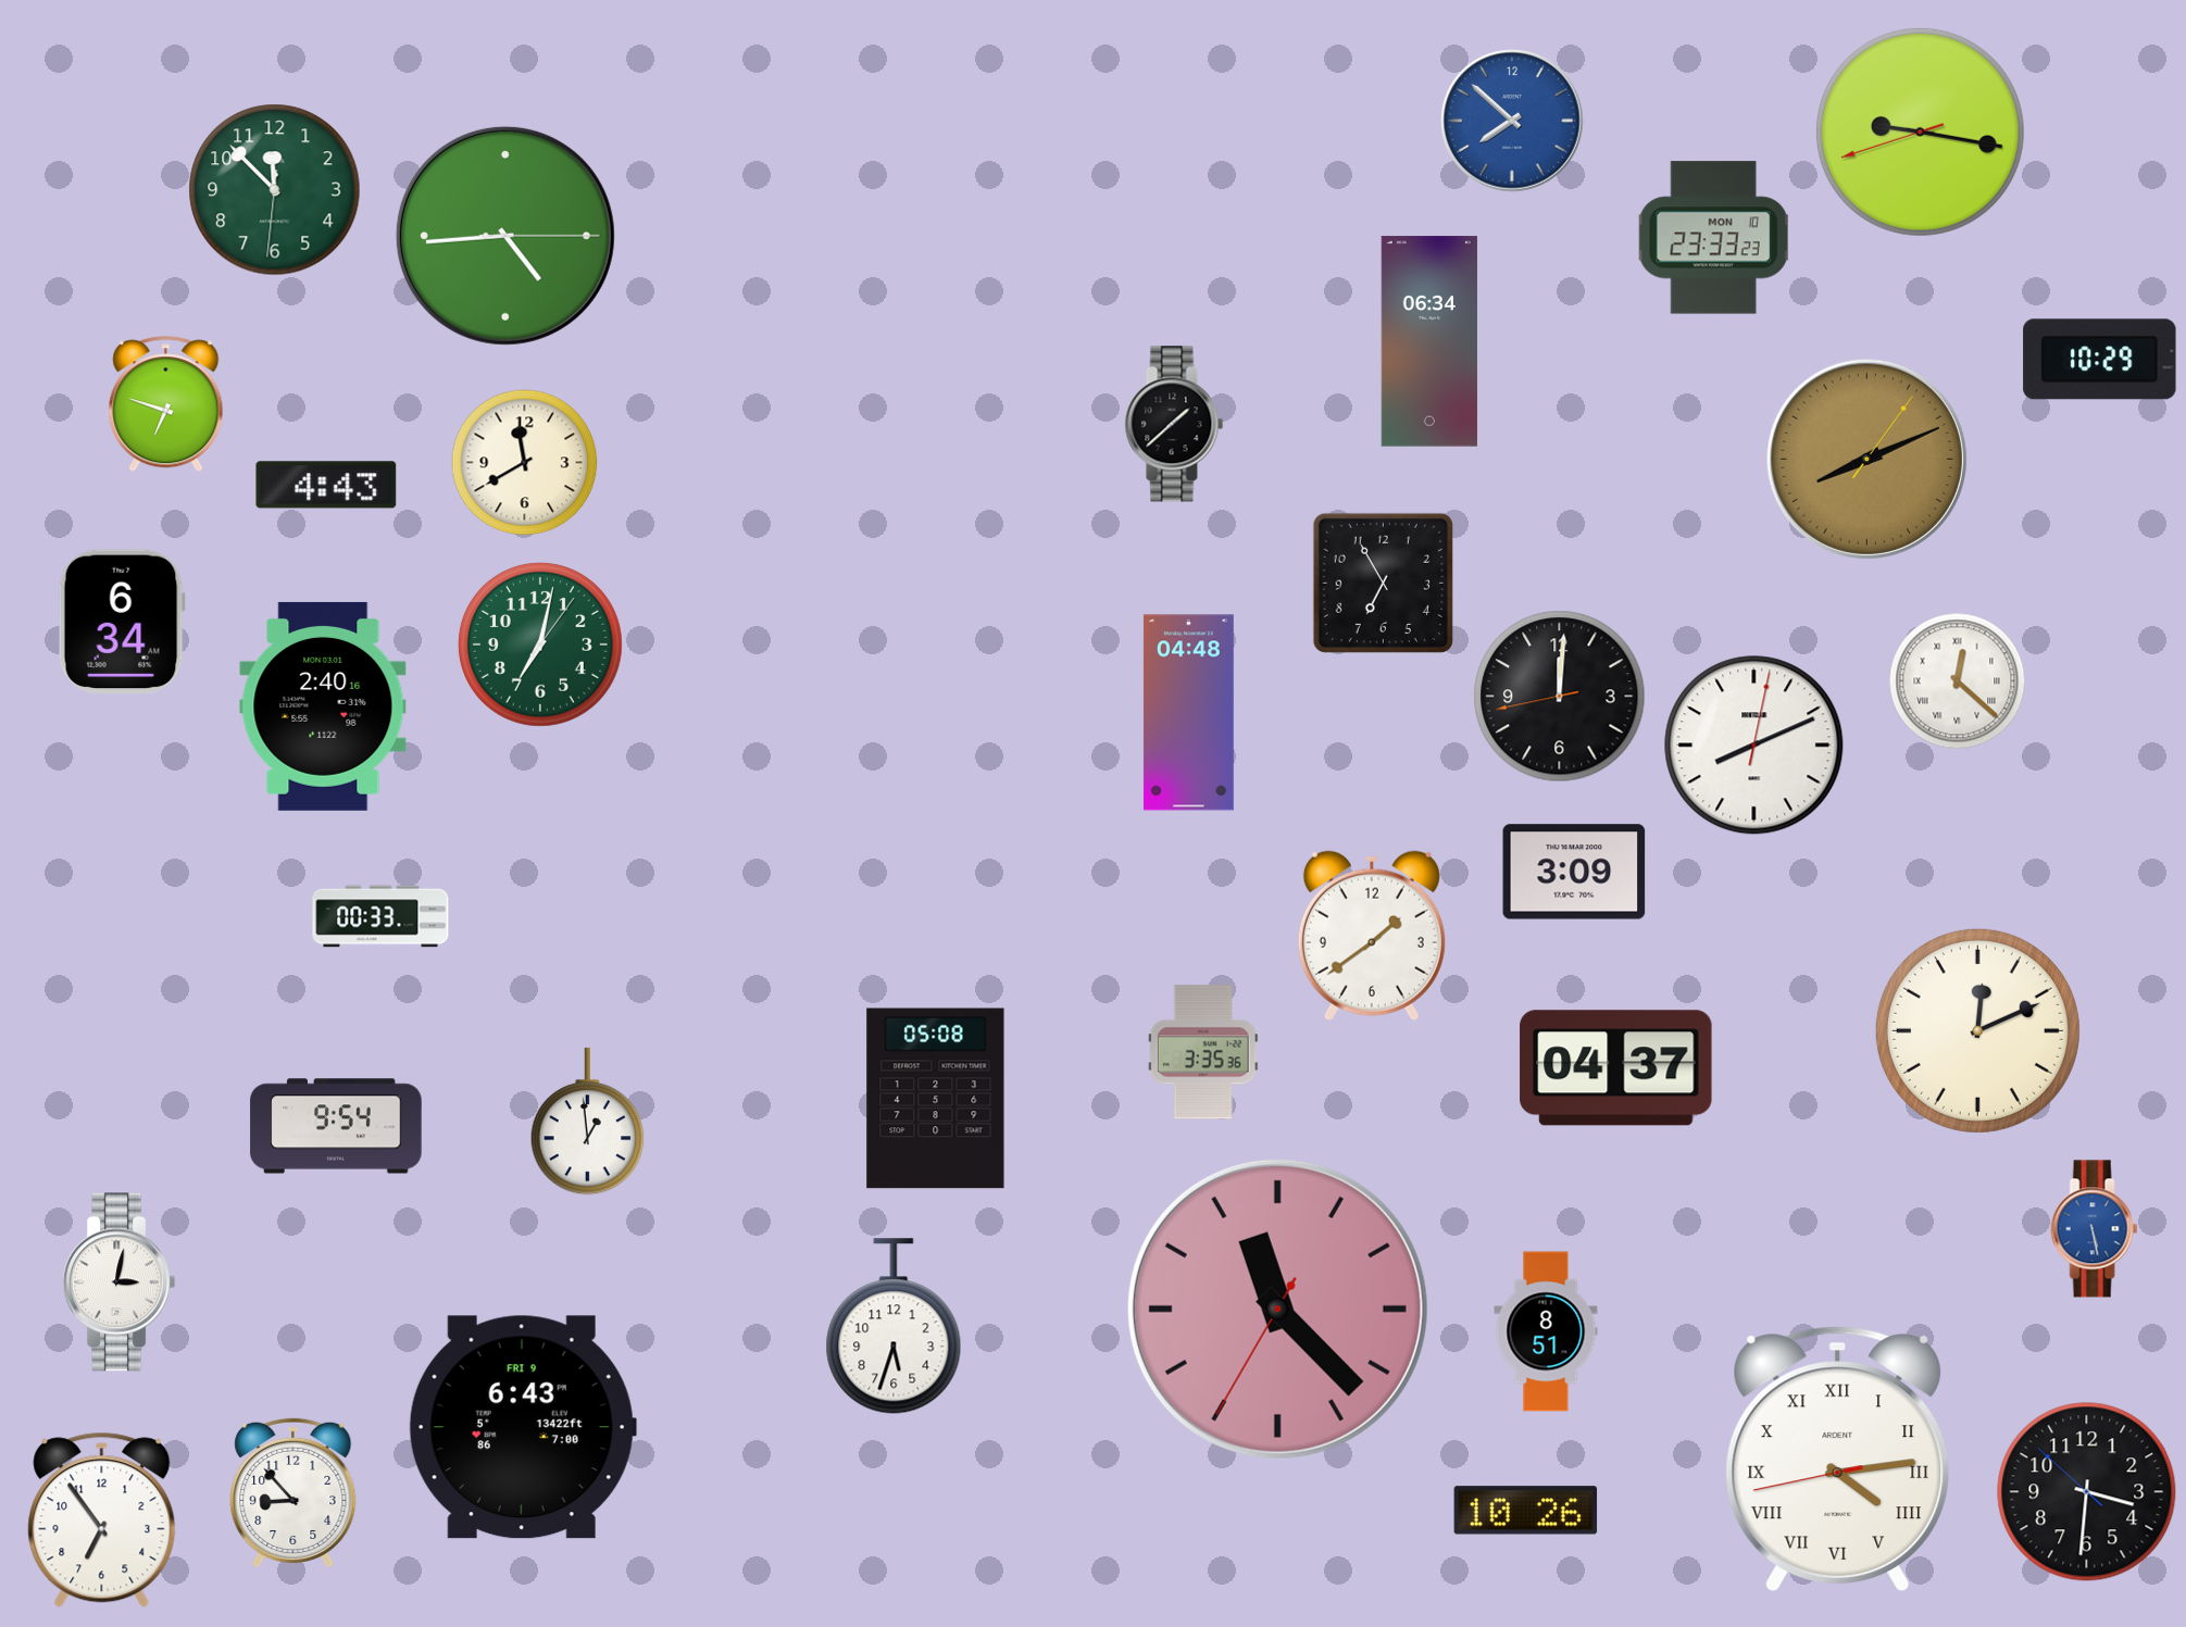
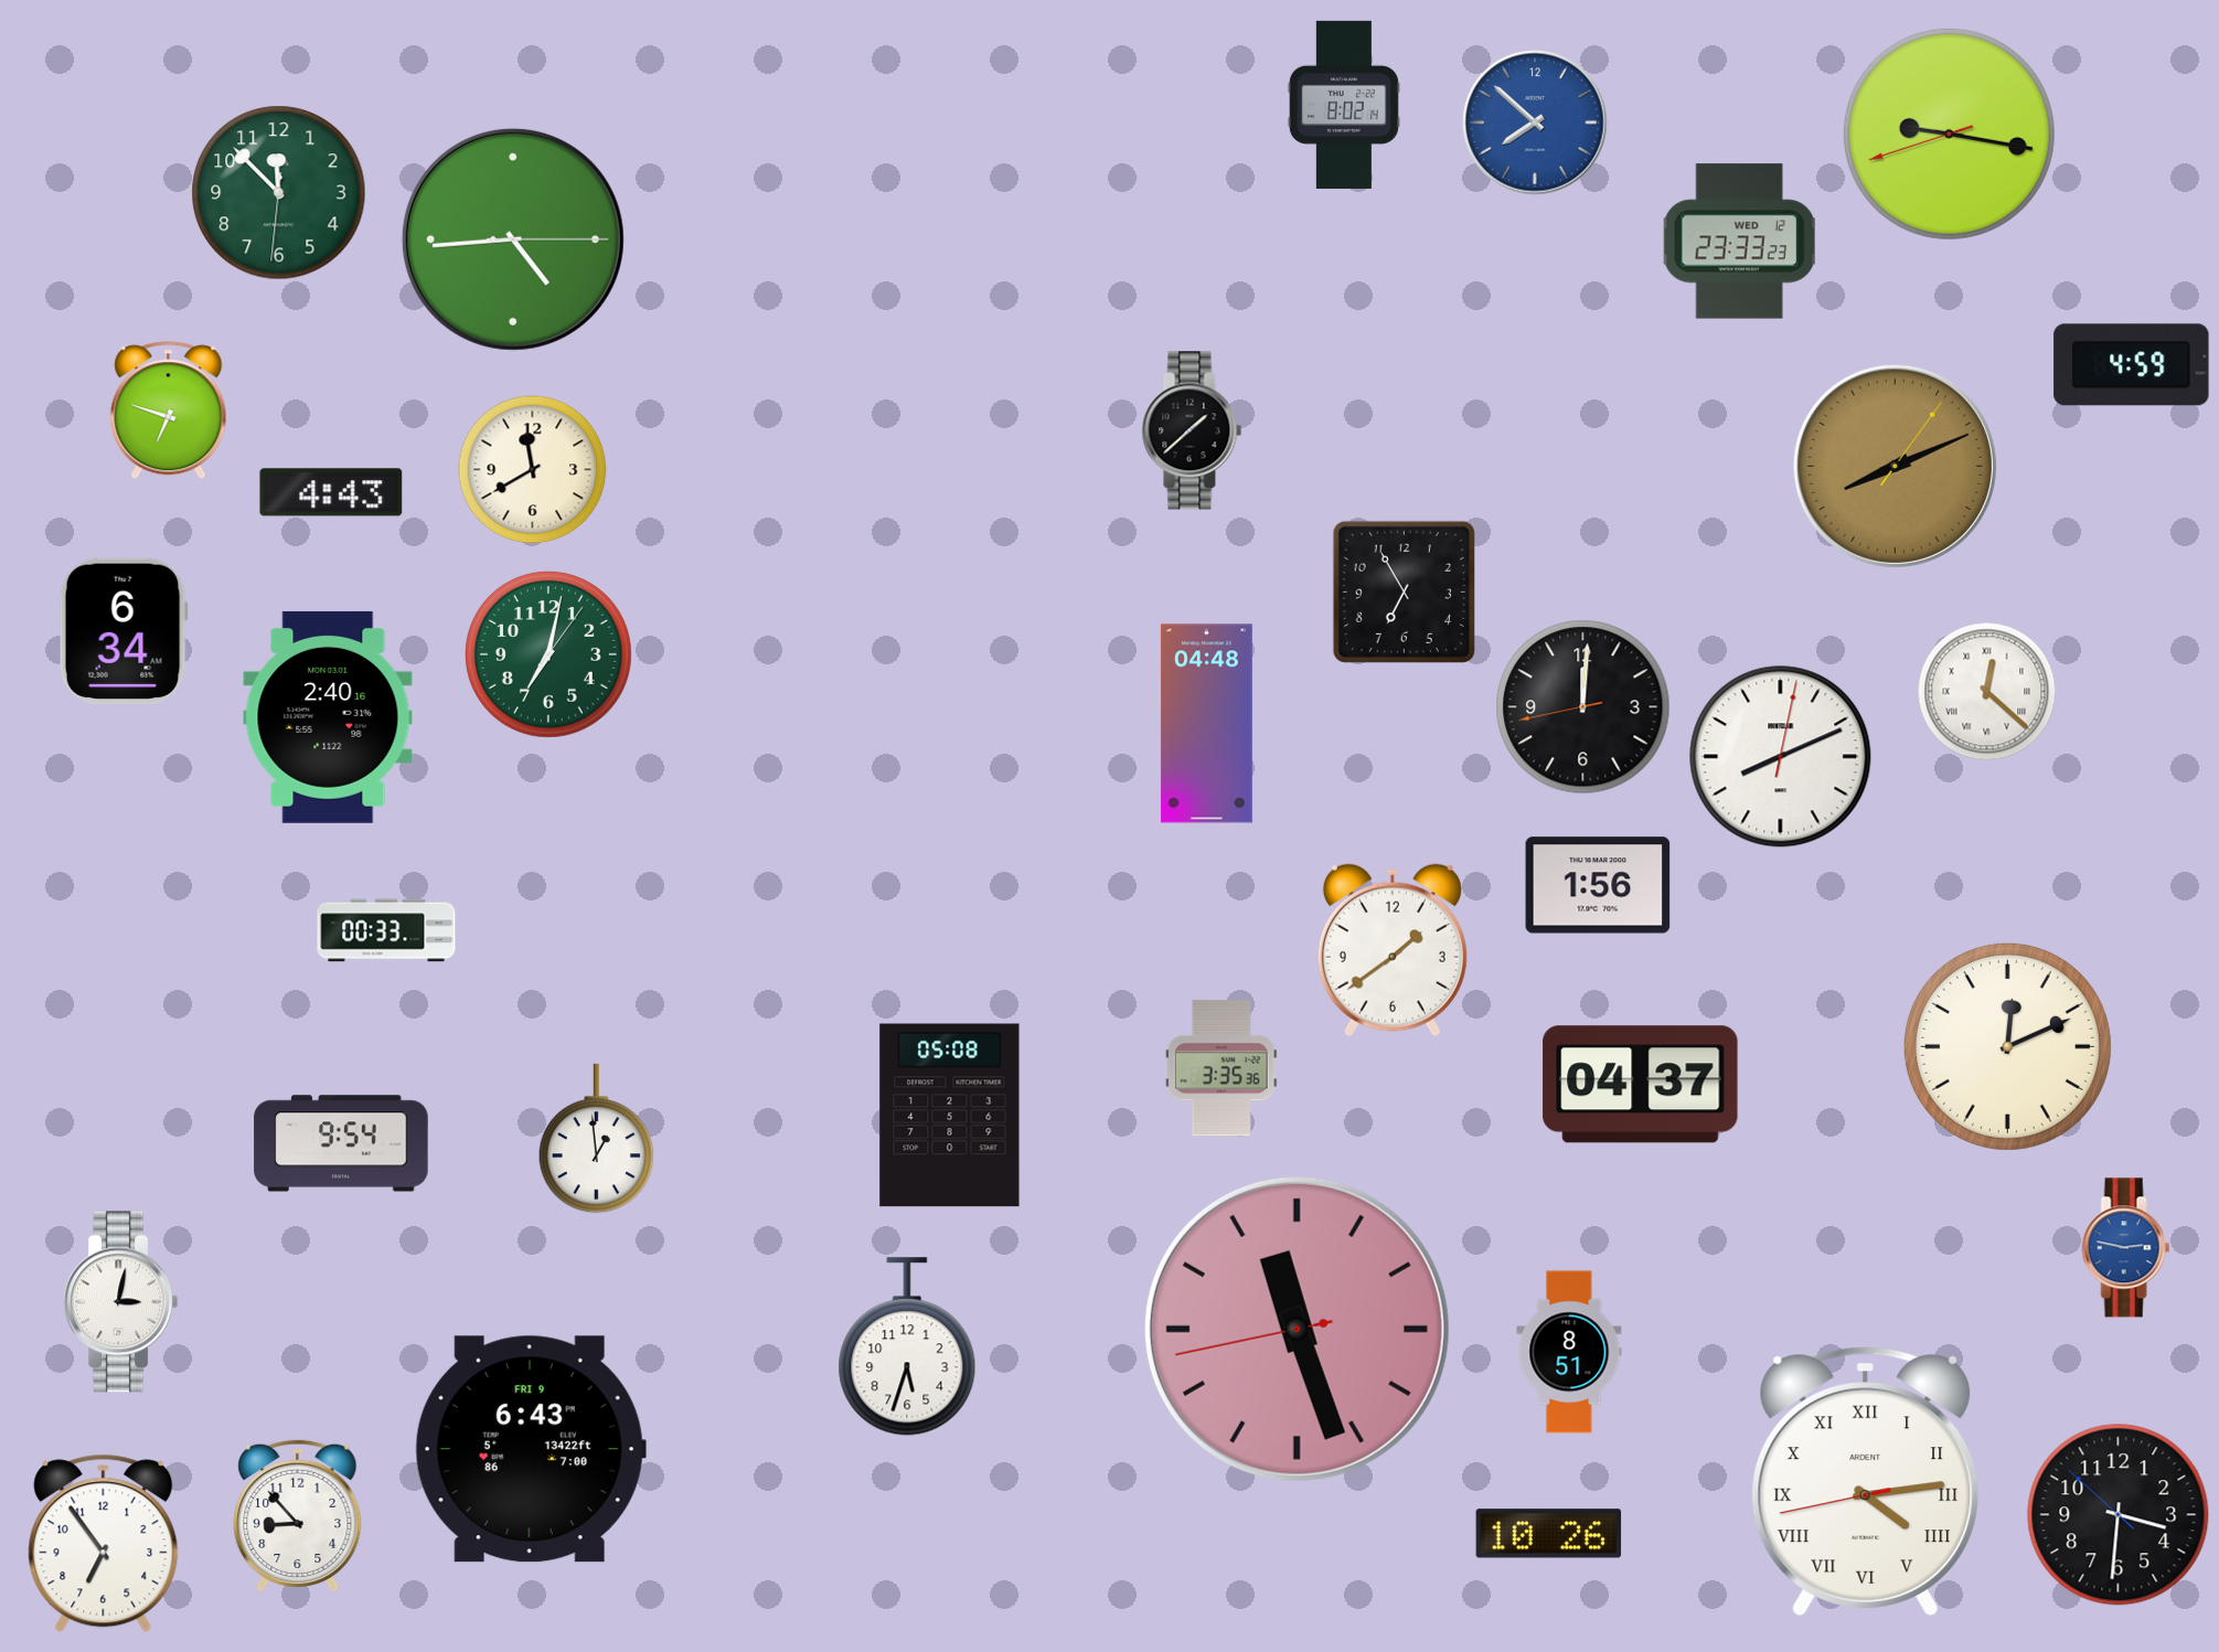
clock at (1344, 105): none -> 8:02
clock at (1713, 238) date: MON 10 -> WED 12
clock at (1429, 341): 06:34 -> none
clock at (2100, 360): 10:29 -> 4:59
clock at (1574, 872): 3:09 -> 1:56
clock at (2095, 1229): 5:28 -> 2:47
clock at (1277, 1309): 11:22 -> 11:26
